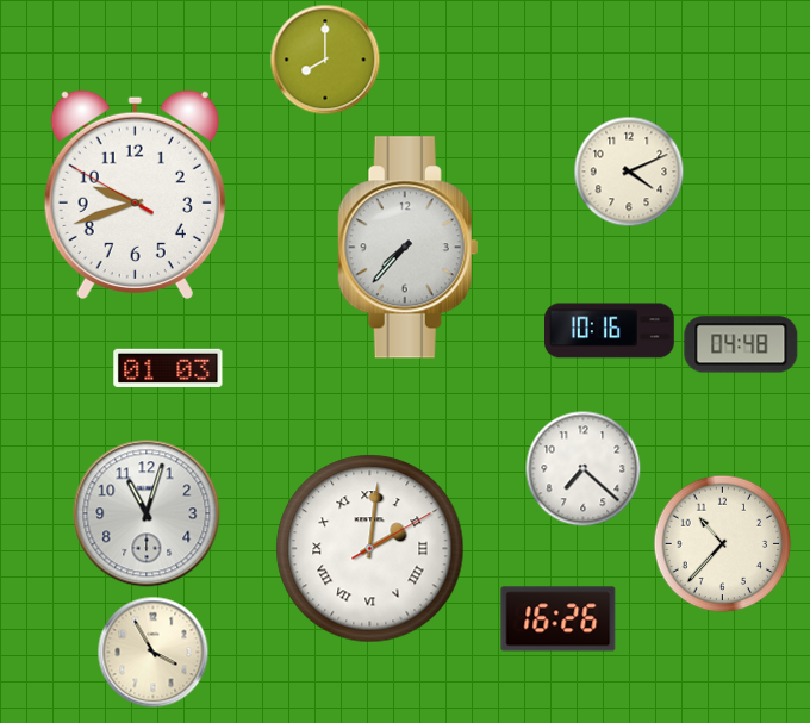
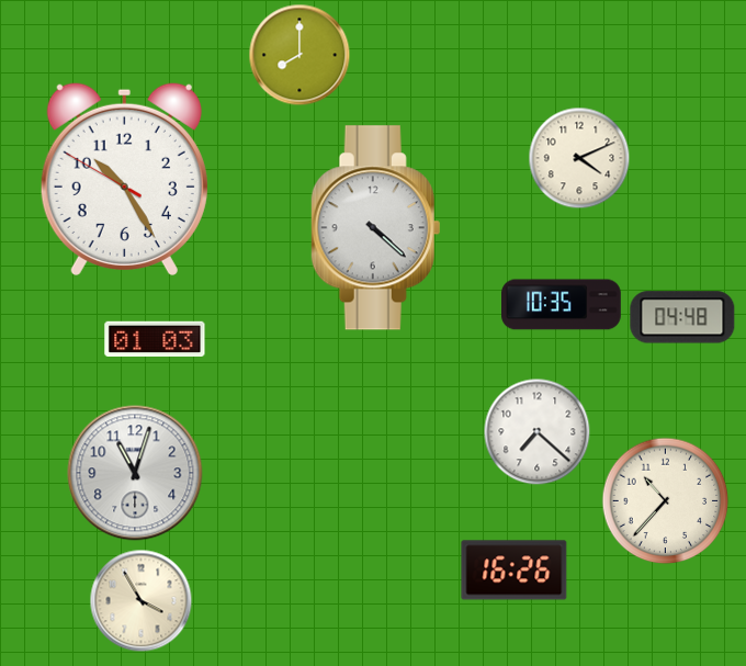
clock at (135, 194): 9:41 -> 10:24
clock at (409, 248): 7:37 -> 4:22
clock at (610, 331): 10:16 -> 10:35
clock at (370, 549): 2:01 -> none
